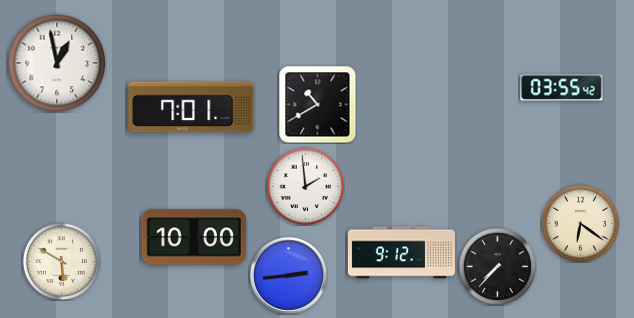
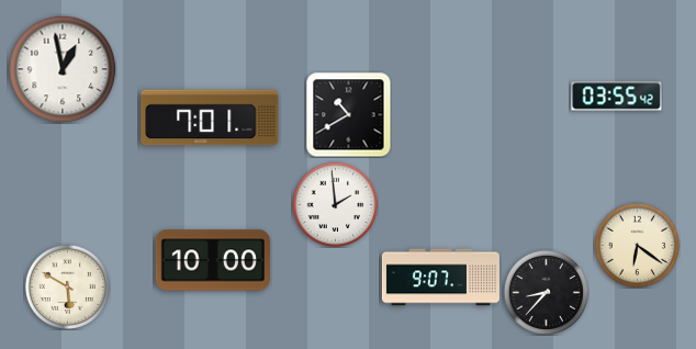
clock at (401, 253): 9:12 -> 9:07
clock at (497, 266): 7:37 -> 8:37
clock at (288, 275): 2:44 -> none
